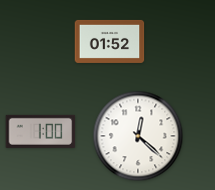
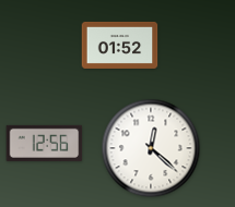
clock at (41, 131): 1:00 -> 12:56
